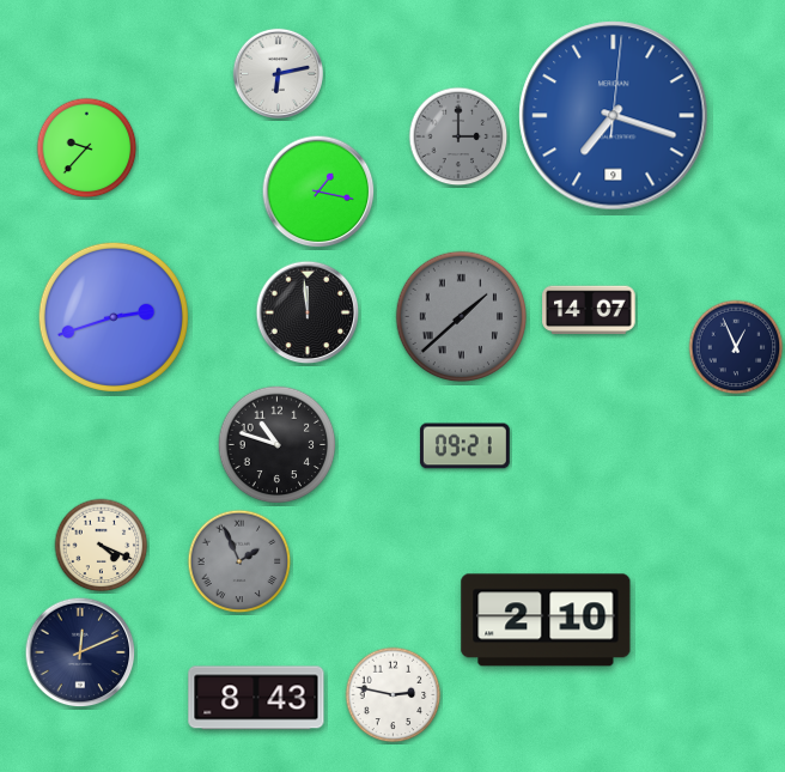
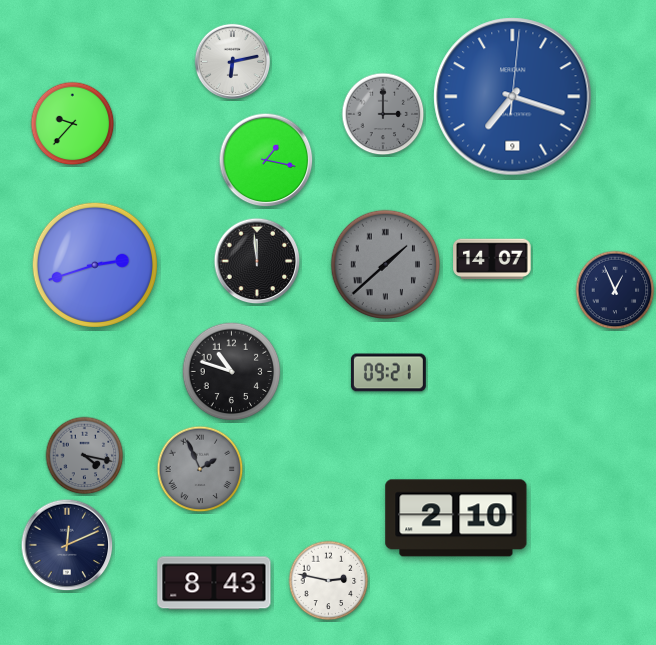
clock at (102, 546): 4:19 -> 4:17
clock at (102, 546) dial: cream -> grey
